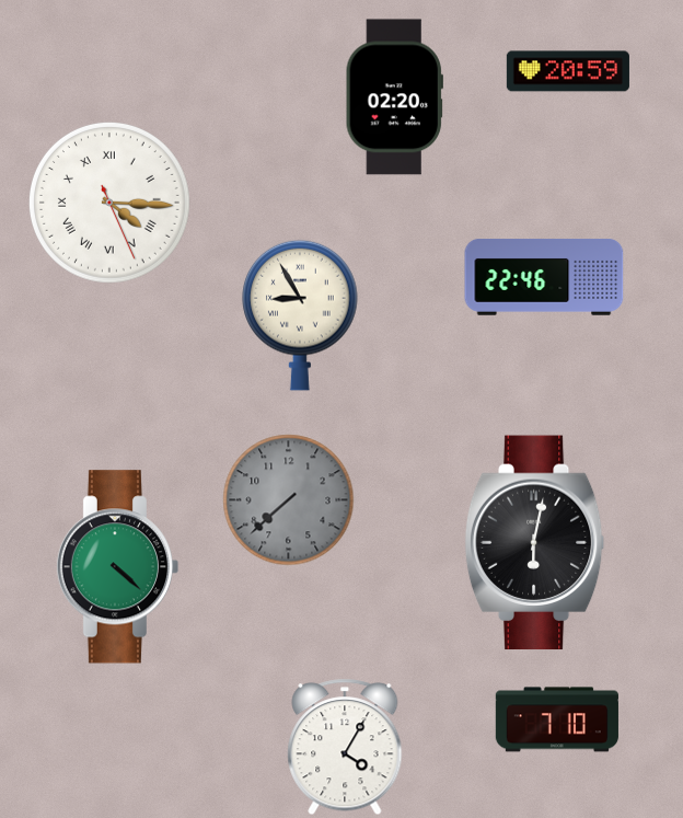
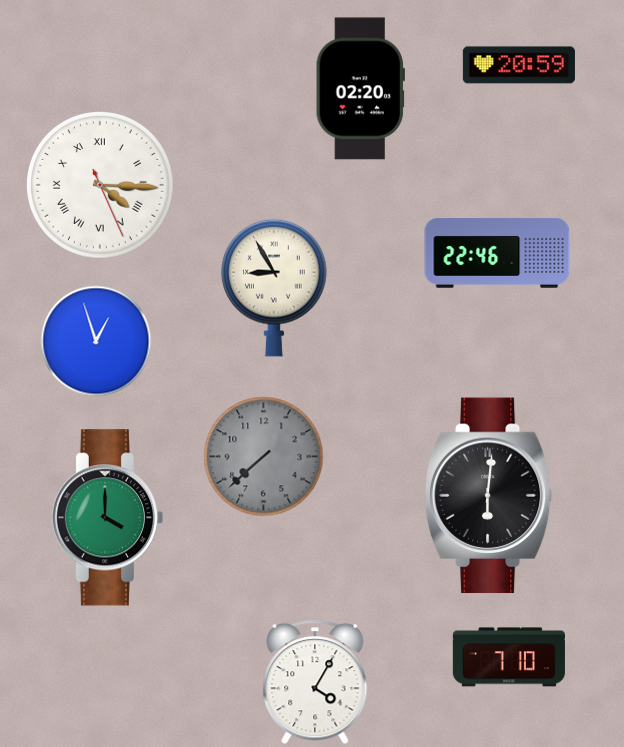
clock at (96, 341): none -> 12:57
clock at (535, 543): 6:02 -> 6:01
clock at (118, 567): 4:22 -> 4:00
